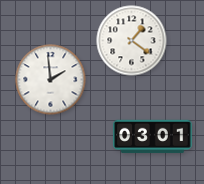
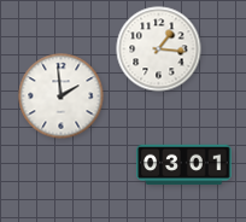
clock at (132, 41): 1:21 -> 1:16
